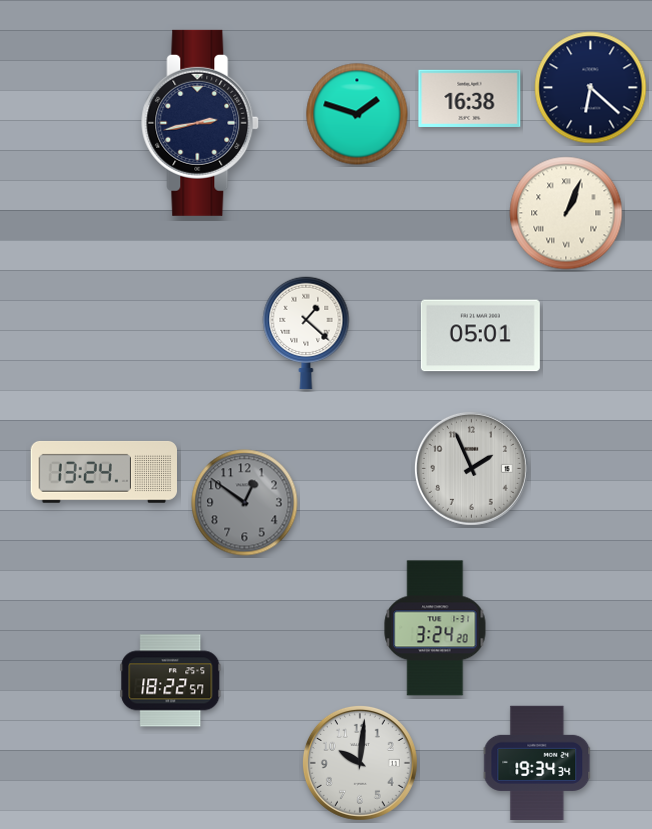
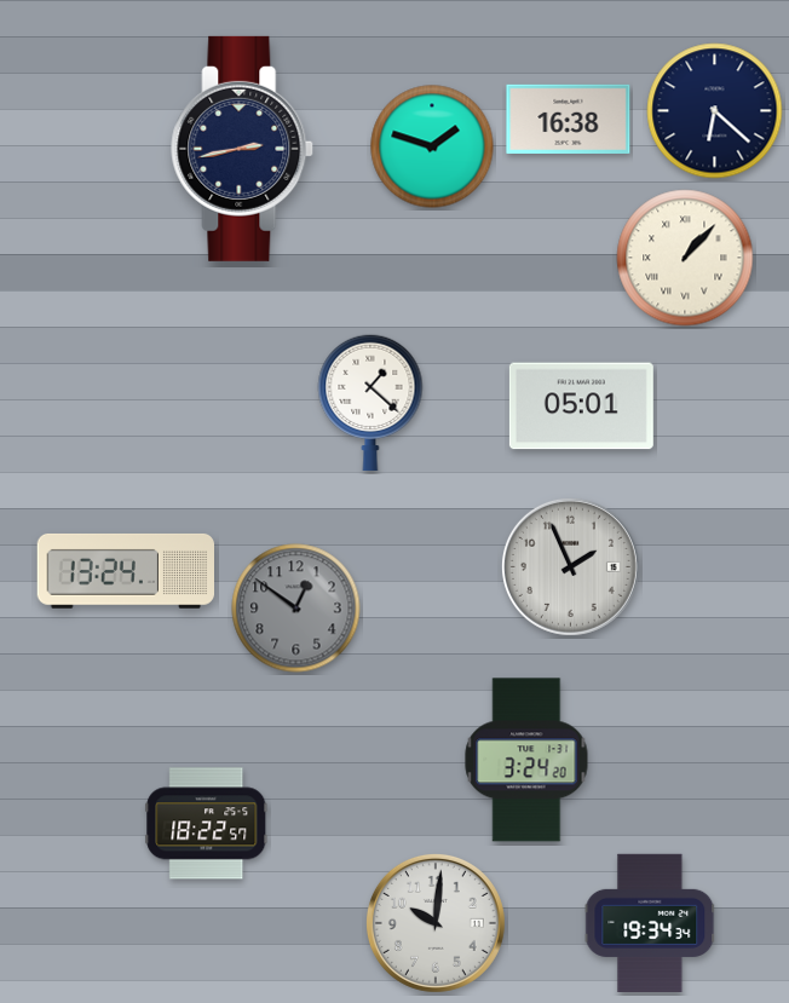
clock at (591, 88) position: (591, 88) -> (715, 111)
clock at (357, 114) position: (357, 114) -> (432, 146)
clock at (566, 213): 1:04 -> 1:07
